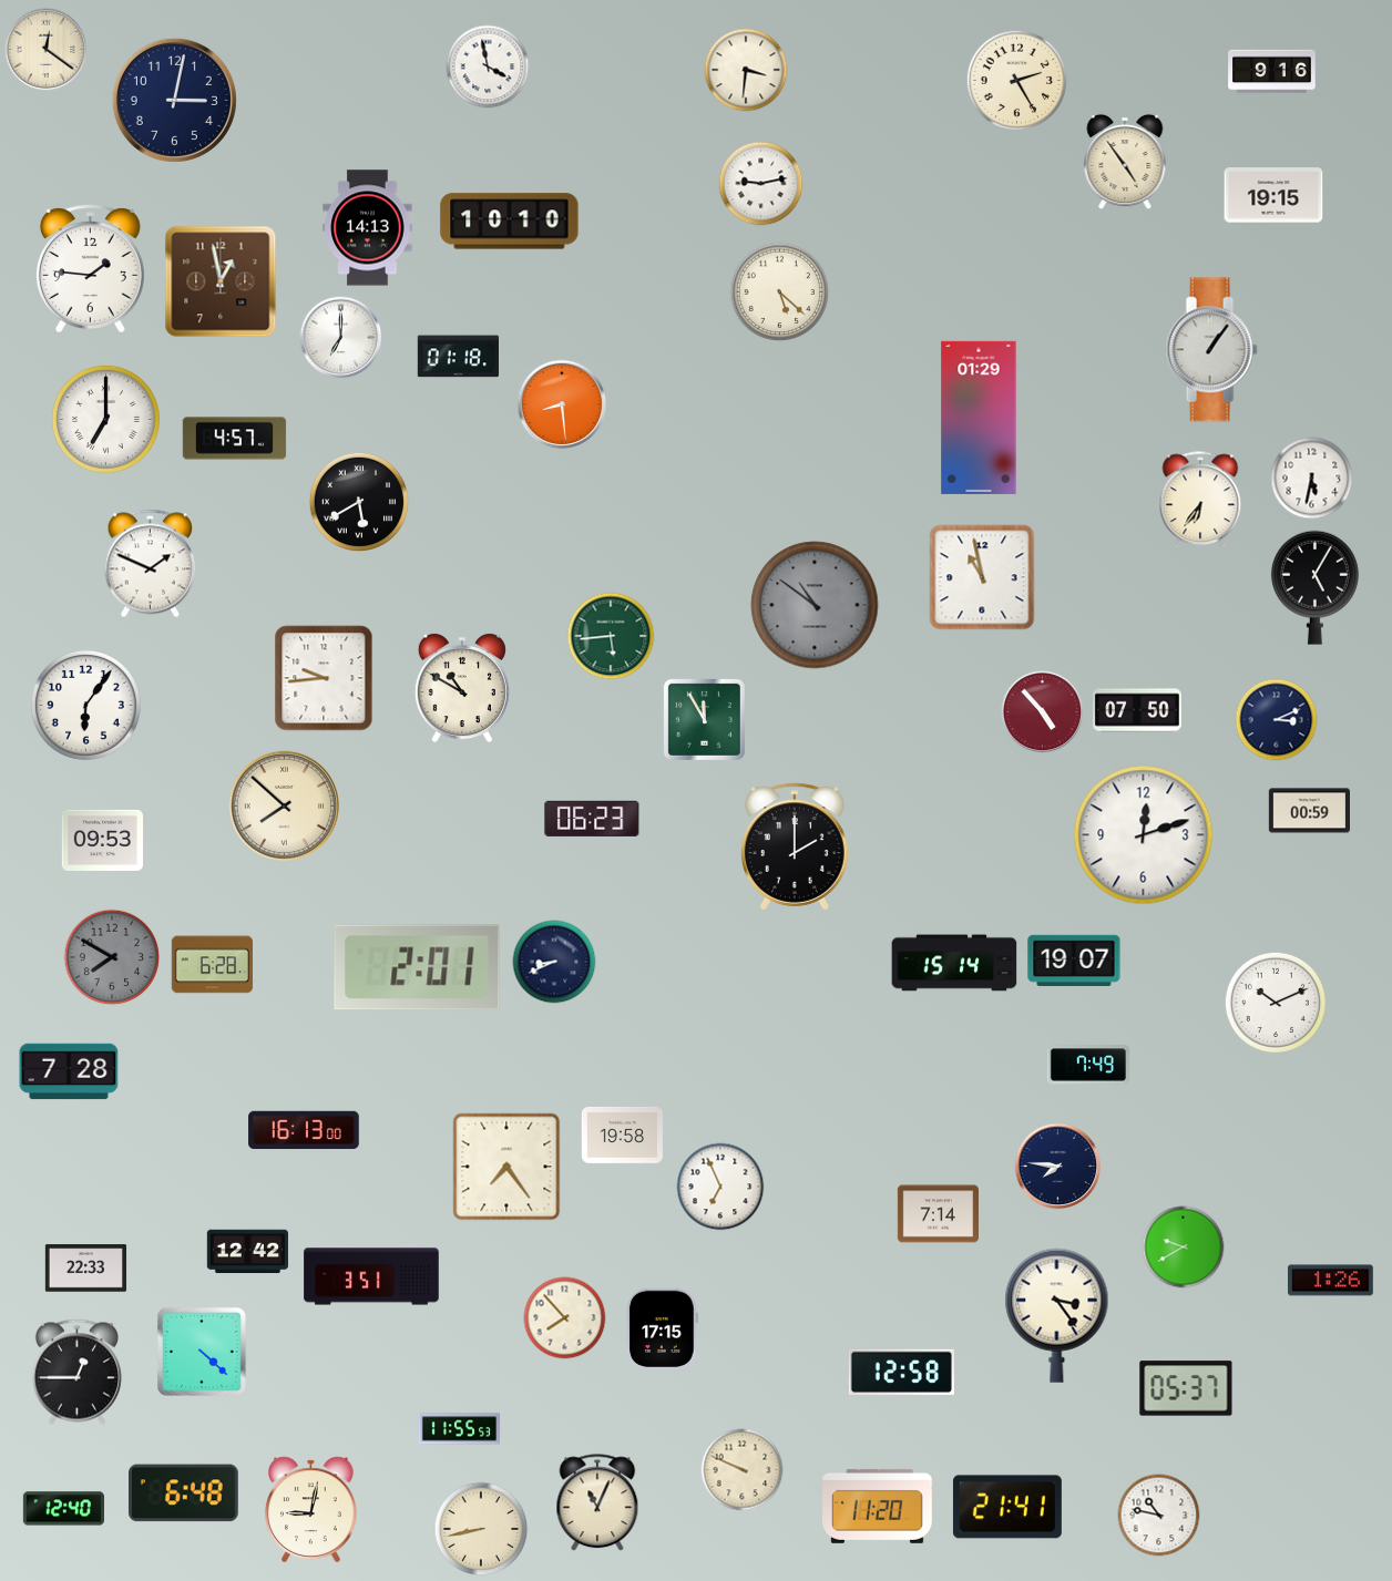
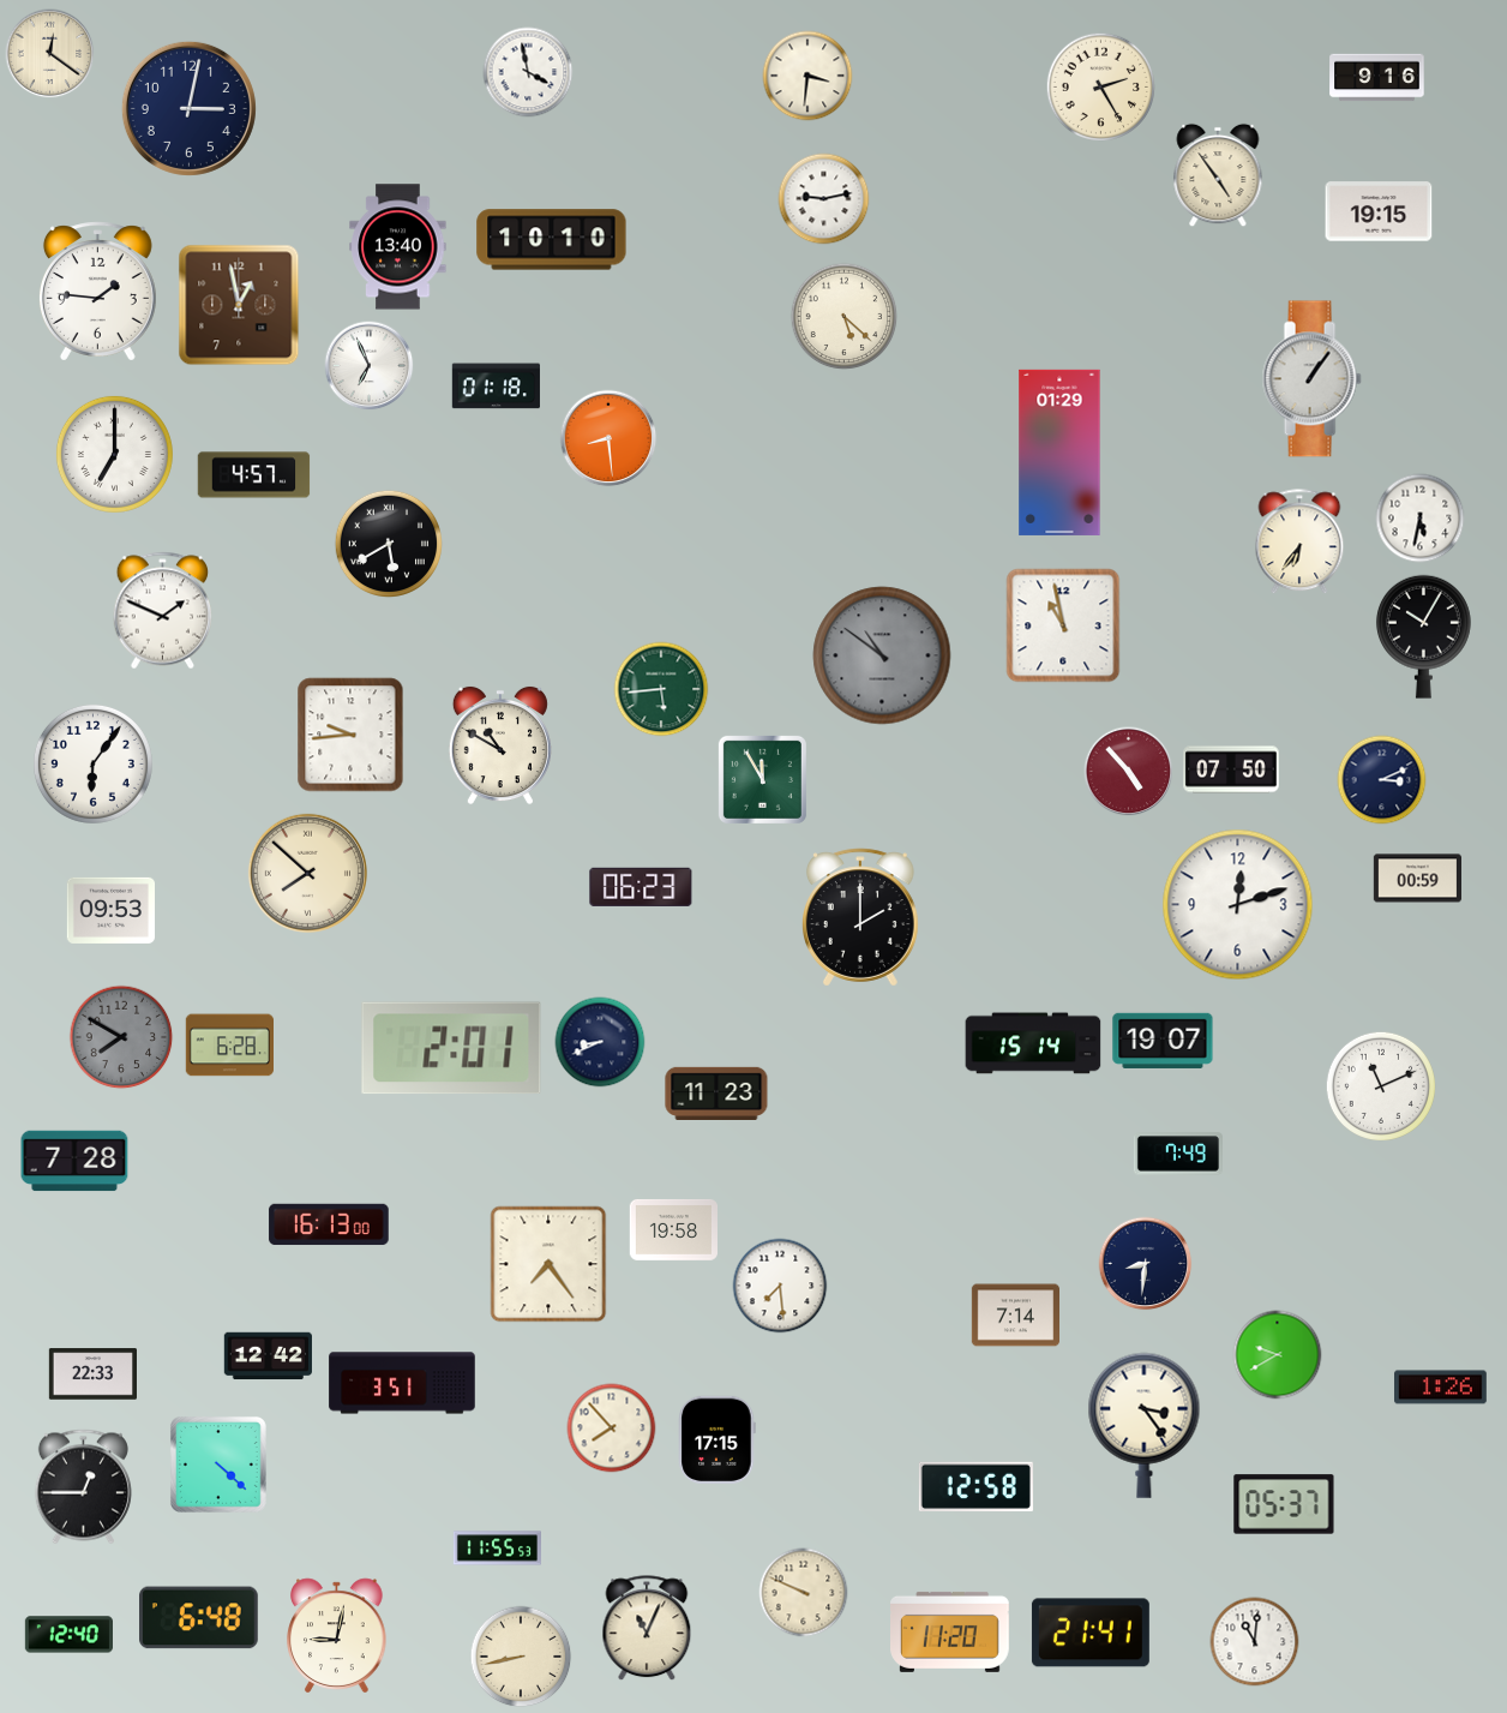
clock at (368, 228): 14:13 -> 13:40
clock at (341, 338): 7:00 -> 6:56
clock at (1314, 587): 5:05 -> 10:05
clock at (1275, 1002): 10:11 -> 11:11
clock at (716, 1092): none -> 11:23
clock at (1058, 1167): 7:46 -> 8:31
clock at (720, 1187): 6:56 -> 7:29
clock at (1184, 1248) position: (1184, 1248) -> (1278, 1355)
clock at (1159, 1516): 10:47 -> 11:01
